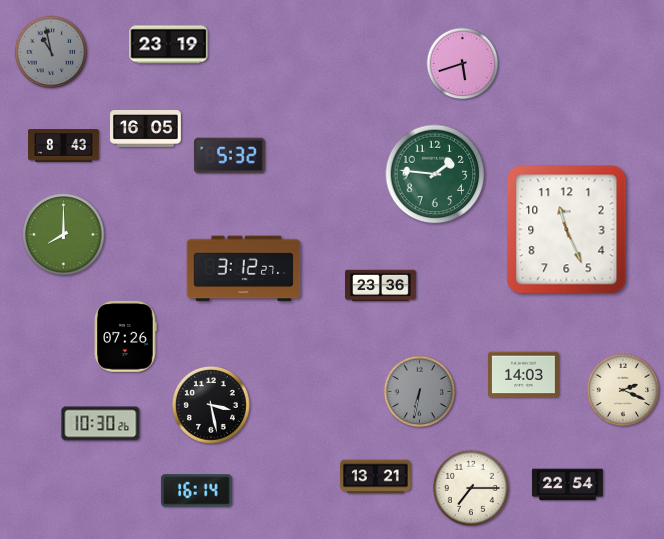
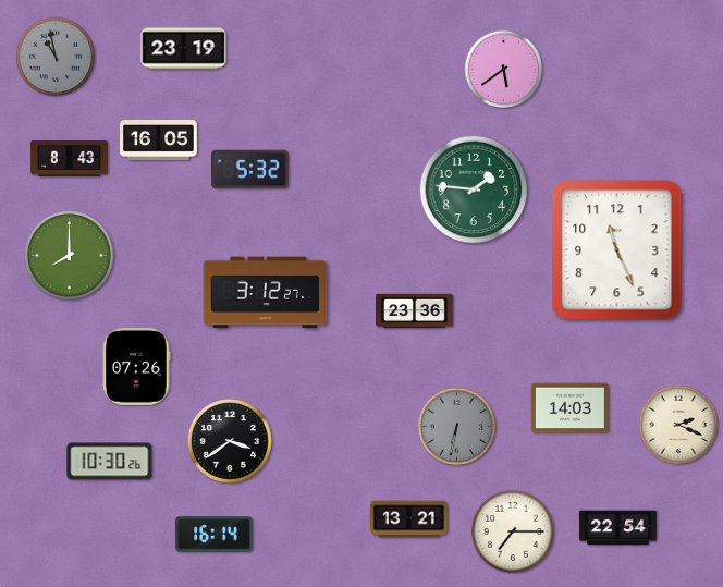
clock at (463, 64): 5:42 -> 5:39
clock at (211, 405): 3:28 -> 3:39
